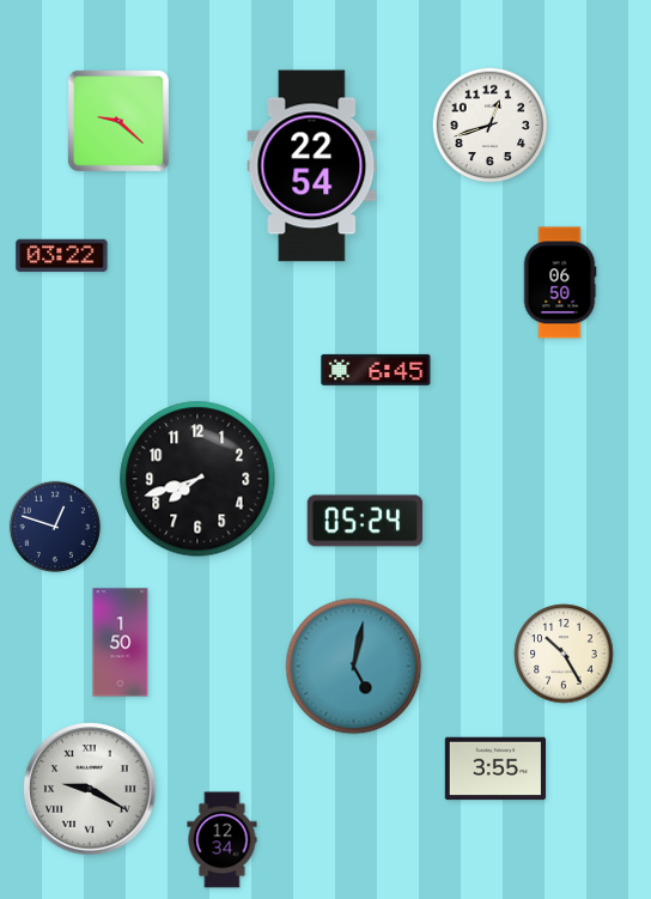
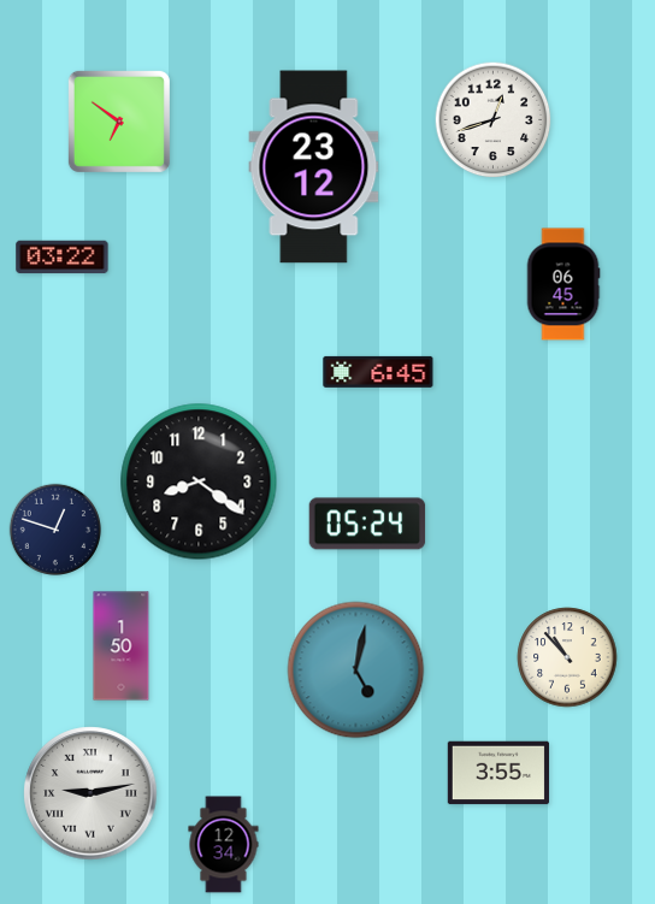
clock at (118, 121): 9:22 -> 6:51
clock at (491, 126) position: (491, 126) -> (494, 120)
clock at (312, 166): 22:54 -> 23:12
clock at (560, 283): 06:50 -> 06:45
clock at (197, 479): 7:42 -> 8:21
clock at (564, 654): 10:25 -> 10:53
clock at (90, 789): 9:20 -> 9:13
